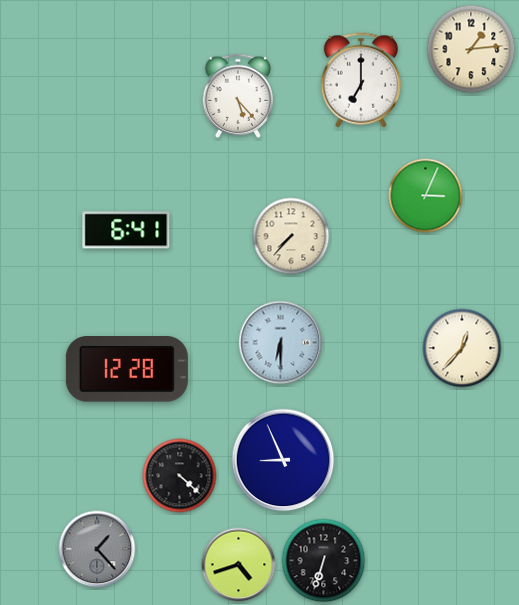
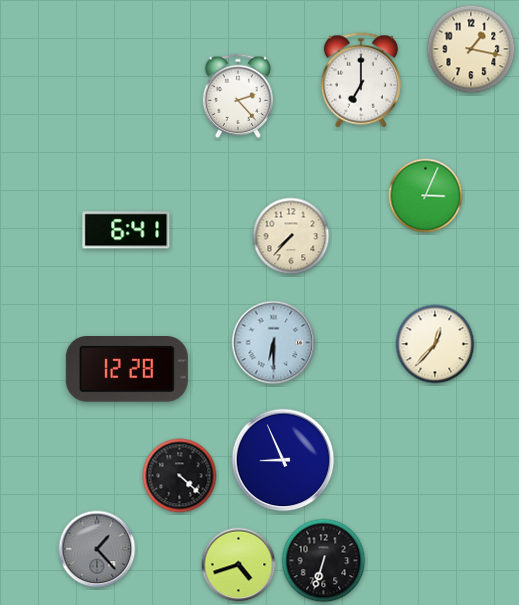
clock at (471, 49): 1:14 -> 1:17
clock at (237, 96): 5:23 -> 2:23
clock at (281, 343) position: (281, 343) -> (274, 343)
clock at (462, 348) position: (462, 348) -> (435, 344)
